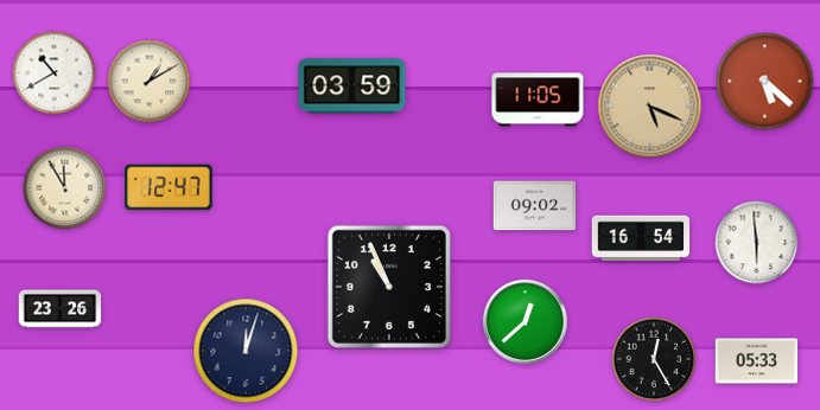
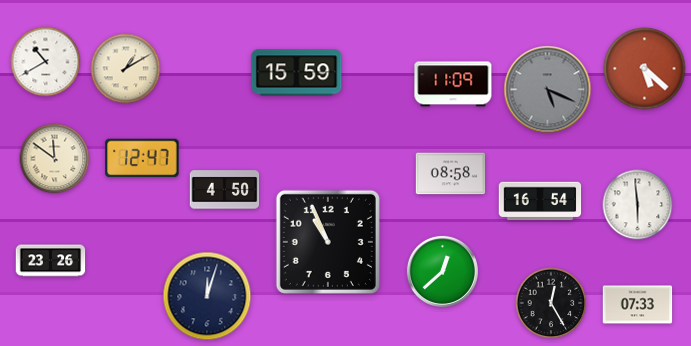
clock at (352, 87): 03:59 -> 15:59
clock at (538, 100): 11:05 -> 11:09
clock at (650, 107) dial: champagne -> grey
clock at (65, 188): 11:55 -> 11:51
clock at (535, 206): 09:02 -> 08:58
clock at (225, 190): none -> 4:50
clock at (757, 361): 05:33 -> 07:33
